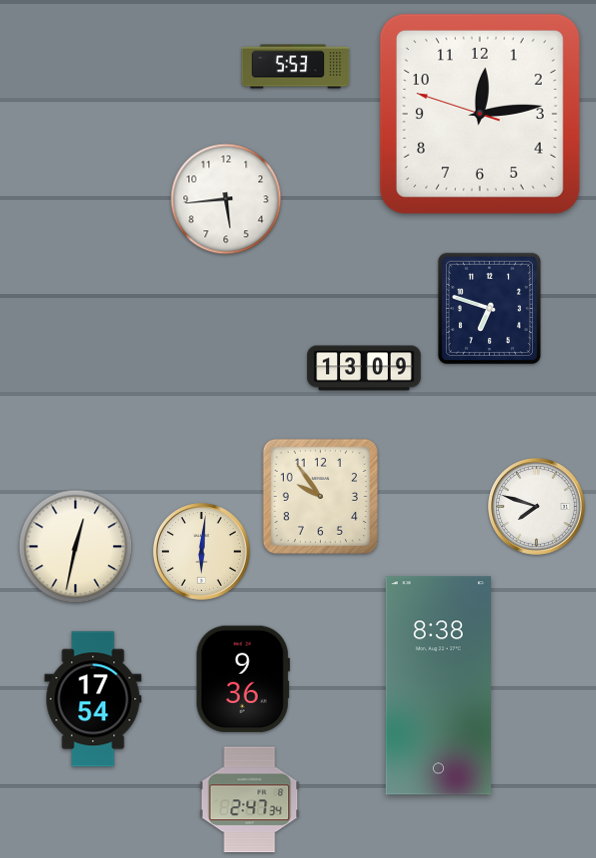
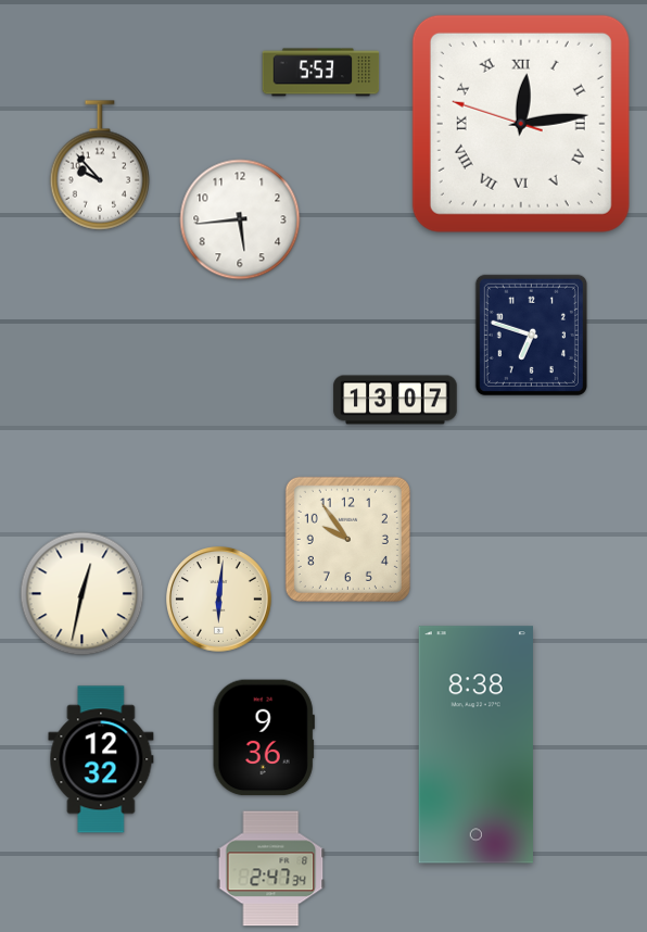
clock at (480, 114) numerals: Arabic -> Roman
clock at (100, 165): none -> 9:53
clock at (226, 199) position: (226, 199) -> (240, 219)
clock at (364, 368): 13:09 -> 13:07
clock at (537, 507): 7:48 -> none
clock at (93, 699): 17:54 -> 12:32
